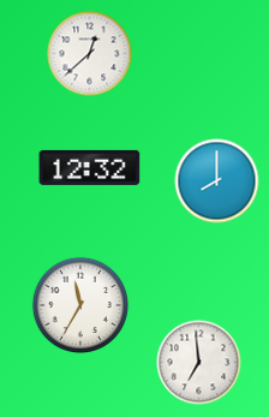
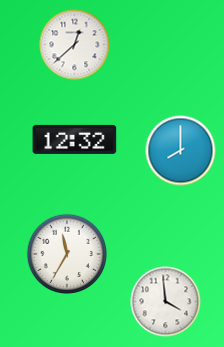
clock at (199, 363): 6:59 -> 3:59
